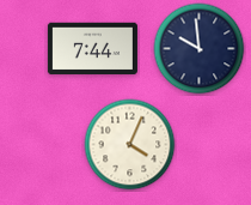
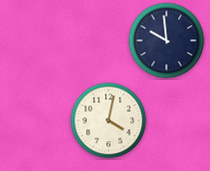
clock at (92, 49): 7:44 -> none
clock at (130, 145): 4:04 -> 4:02
